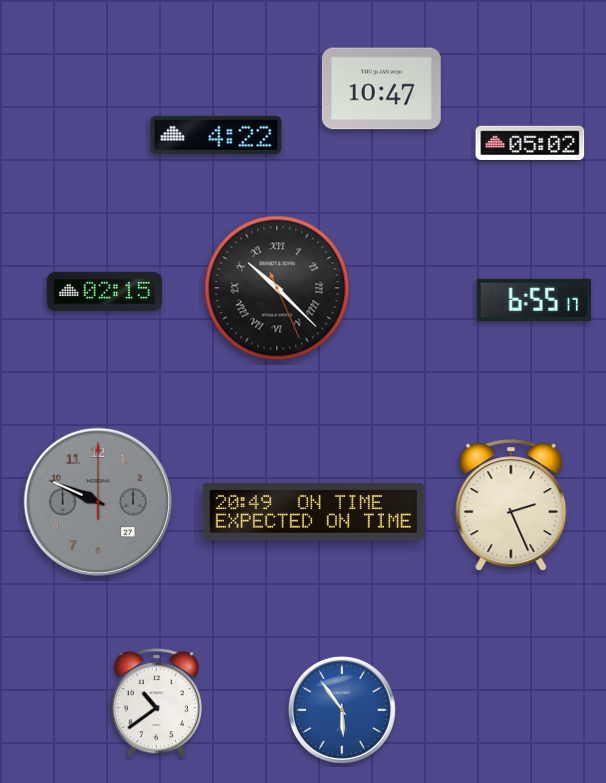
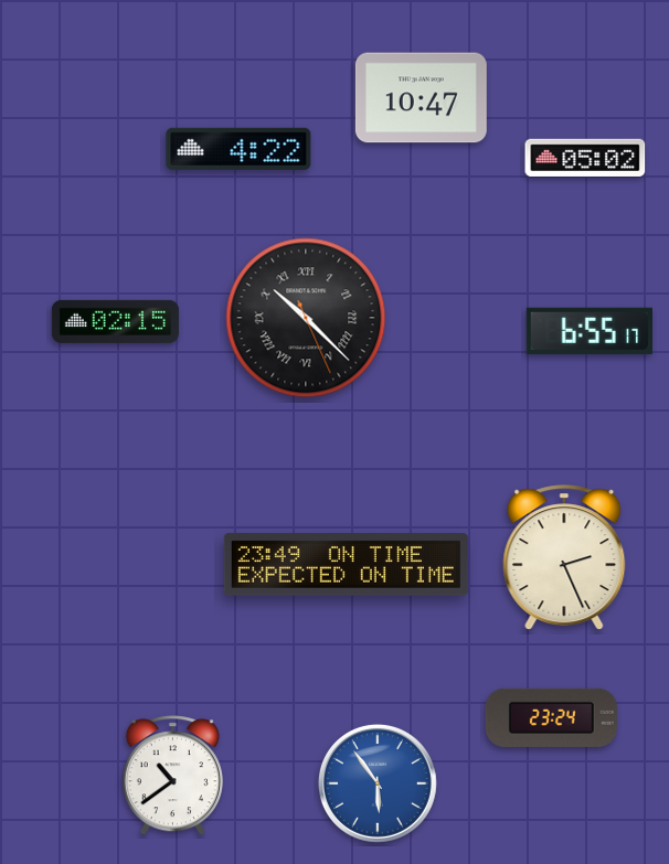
clock at (98, 502): 9:49 -> none
clock at (313, 512): 20:49 -> 23:49
clock at (551, 717): none -> 23:24
